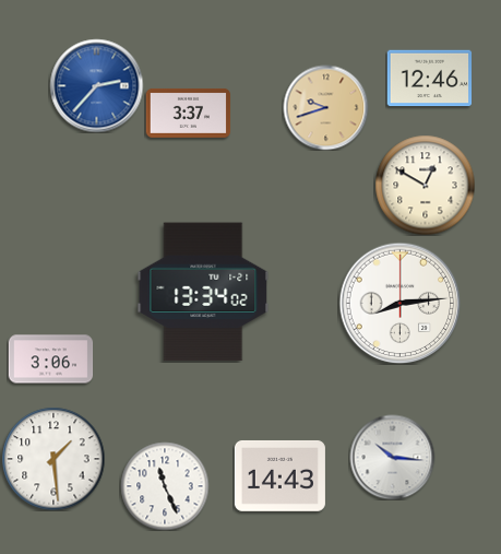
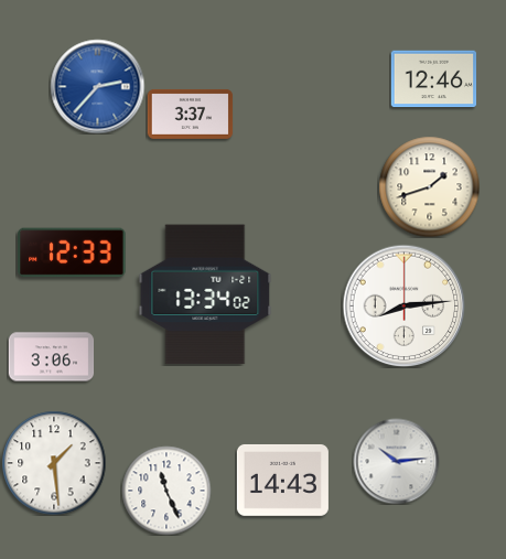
clock at (325, 107): 9:42 -> none
clock at (425, 185): 12:50 -> 1:42
clock at (72, 252): none -> 12:33
clock at (50, 359) position: (50, 359) -> (51, 357)
clock at (392, 457): 10:16 -> 10:14
